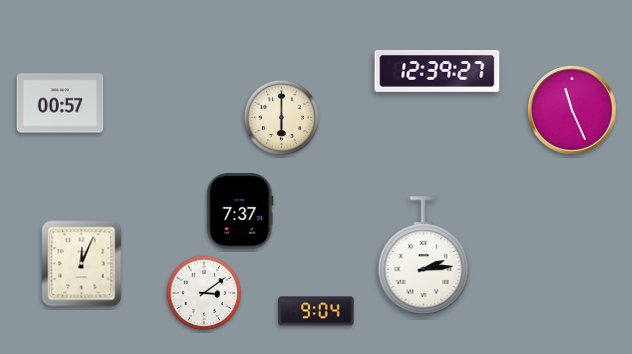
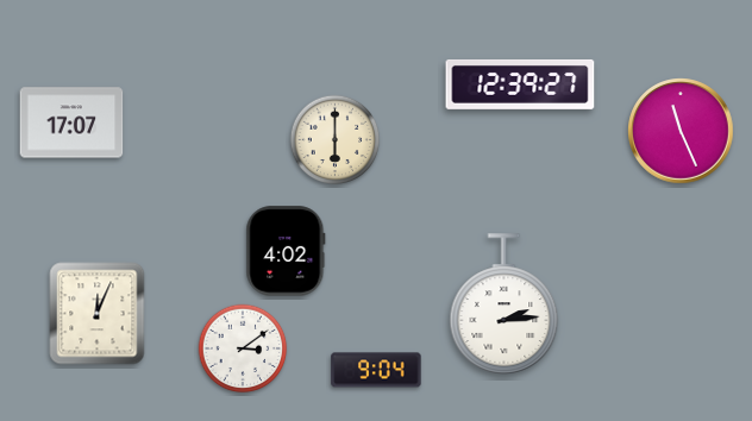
clock at (60, 103): 00:57 -> 17:07
clock at (240, 211): 7:37 -> 4:02
